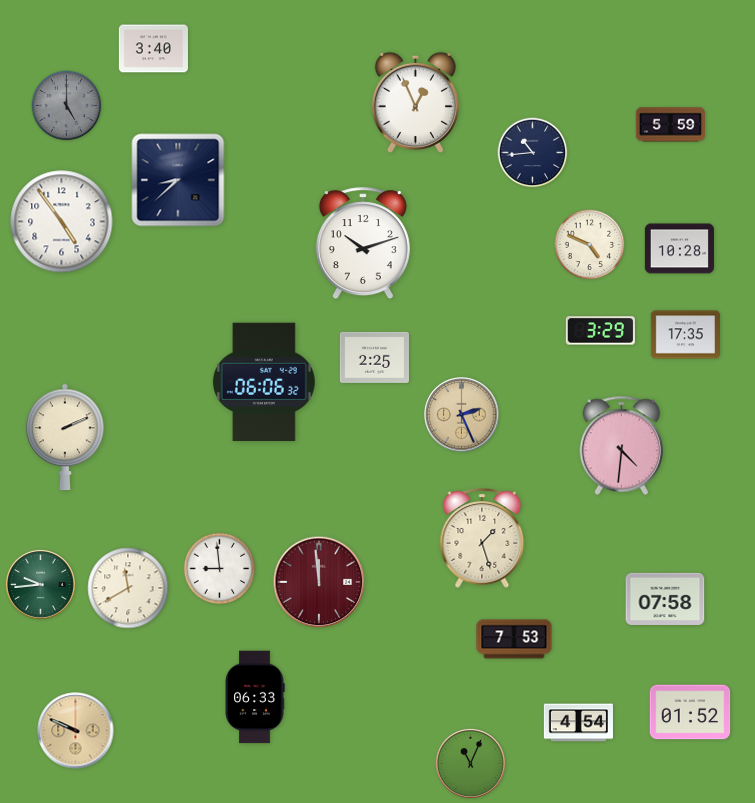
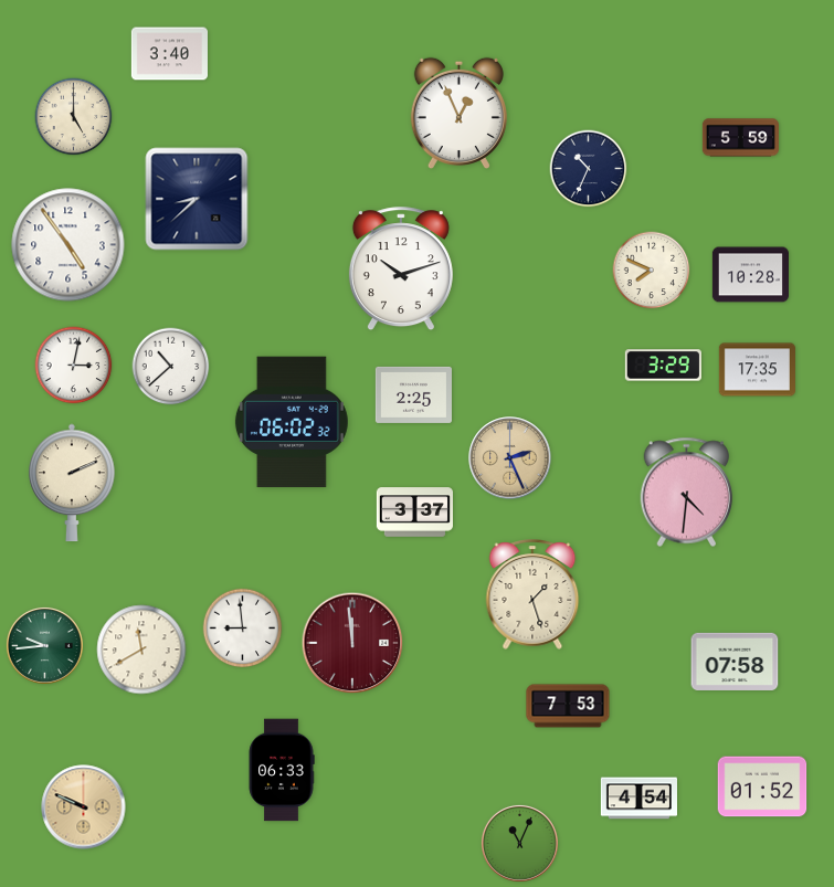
clock at (67, 106) dial: grey -> cream
clock at (533, 153): 10:44 -> 10:34
clock at (590, 245): 4:49 -> 7:49
clock at (74, 366): none -> 3:02
clock at (171, 367): none -> 10:38
clock at (264, 382): 06:06 -> 06:02
clock at (414, 513): none -> 3:37
